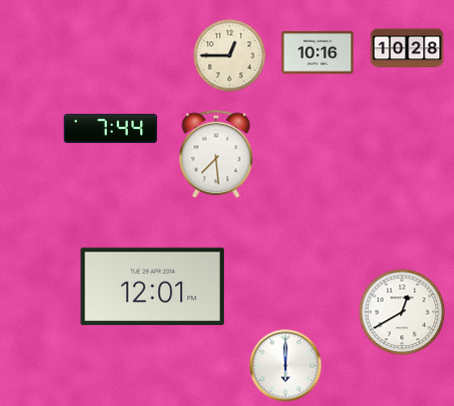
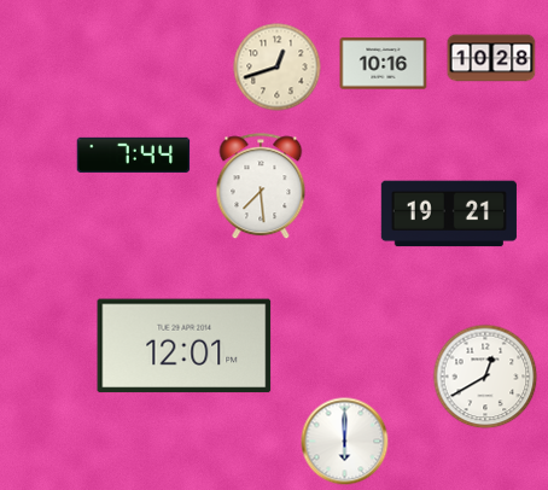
clock at (230, 56): 12:45 -> 12:42
clock at (449, 214): none -> 19:21
